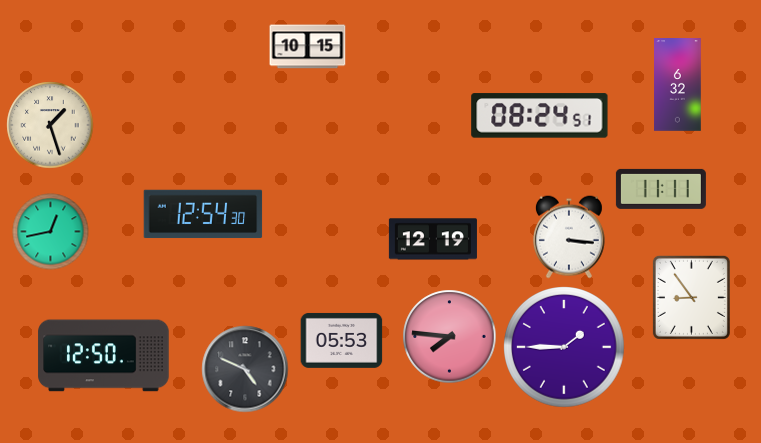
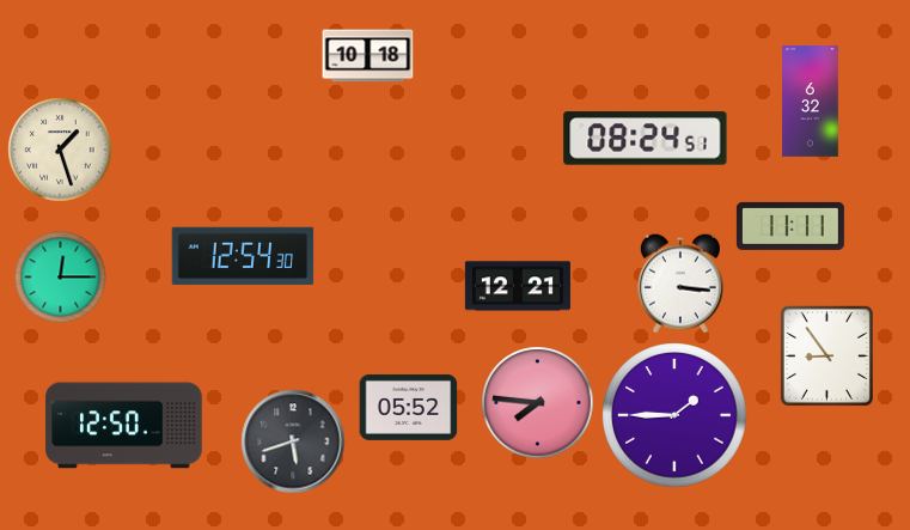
clock at (308, 47): 10:15 -> 10:18
clock at (51, 232): 12:43 -> 12:15
clock at (433, 239): 12:19 -> 12:21
clock at (342, 340): 05:53 -> 05:52
clock at (245, 369): 4:49 -> 5:42
